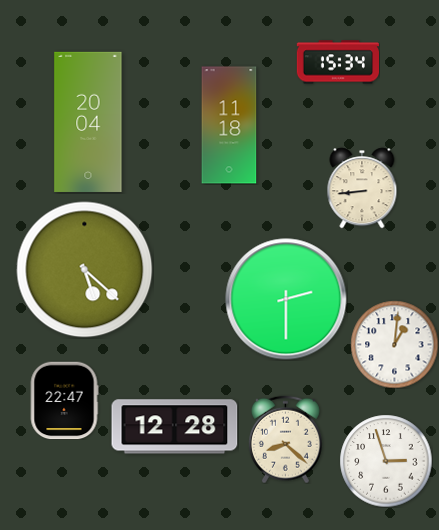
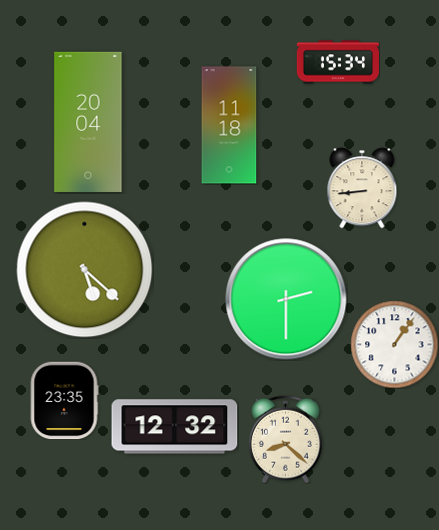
clock at (394, 344): 1:01 -> 1:06
clock at (64, 400): 22:47 -> 23:35
clock at (175, 427): 12:28 -> 12:32
clock at (386, 461): 2:57 -> none
